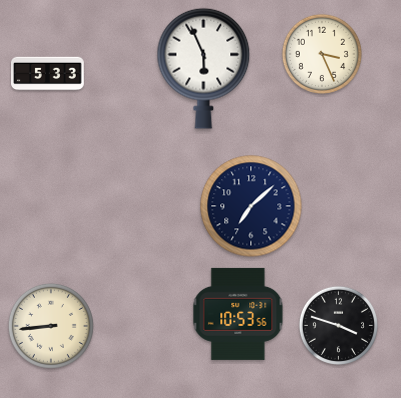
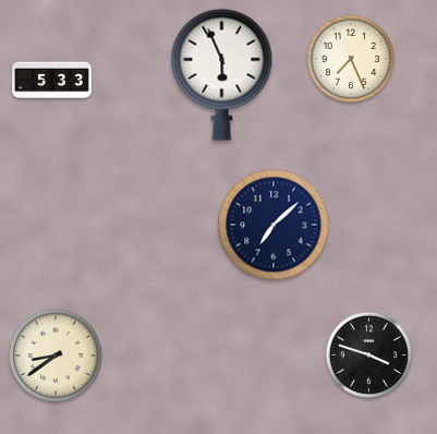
clock at (321, 53): 3:26 -> 7:26
clock at (238, 314): 10:53 -> none
clock at (51, 326): 8:44 -> 8:39
